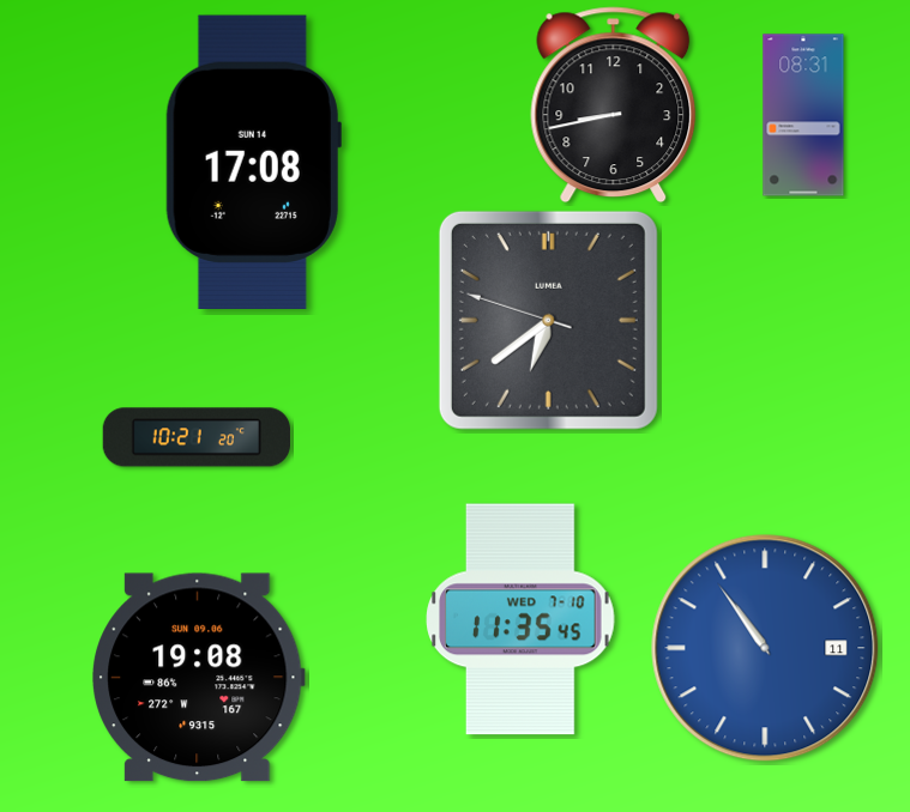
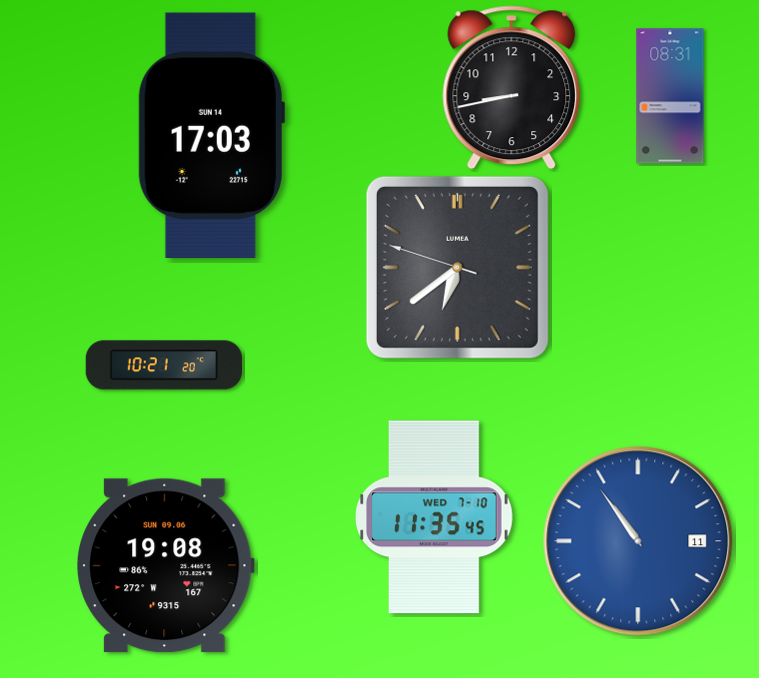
clock at (253, 162): 17:08 -> 17:03
